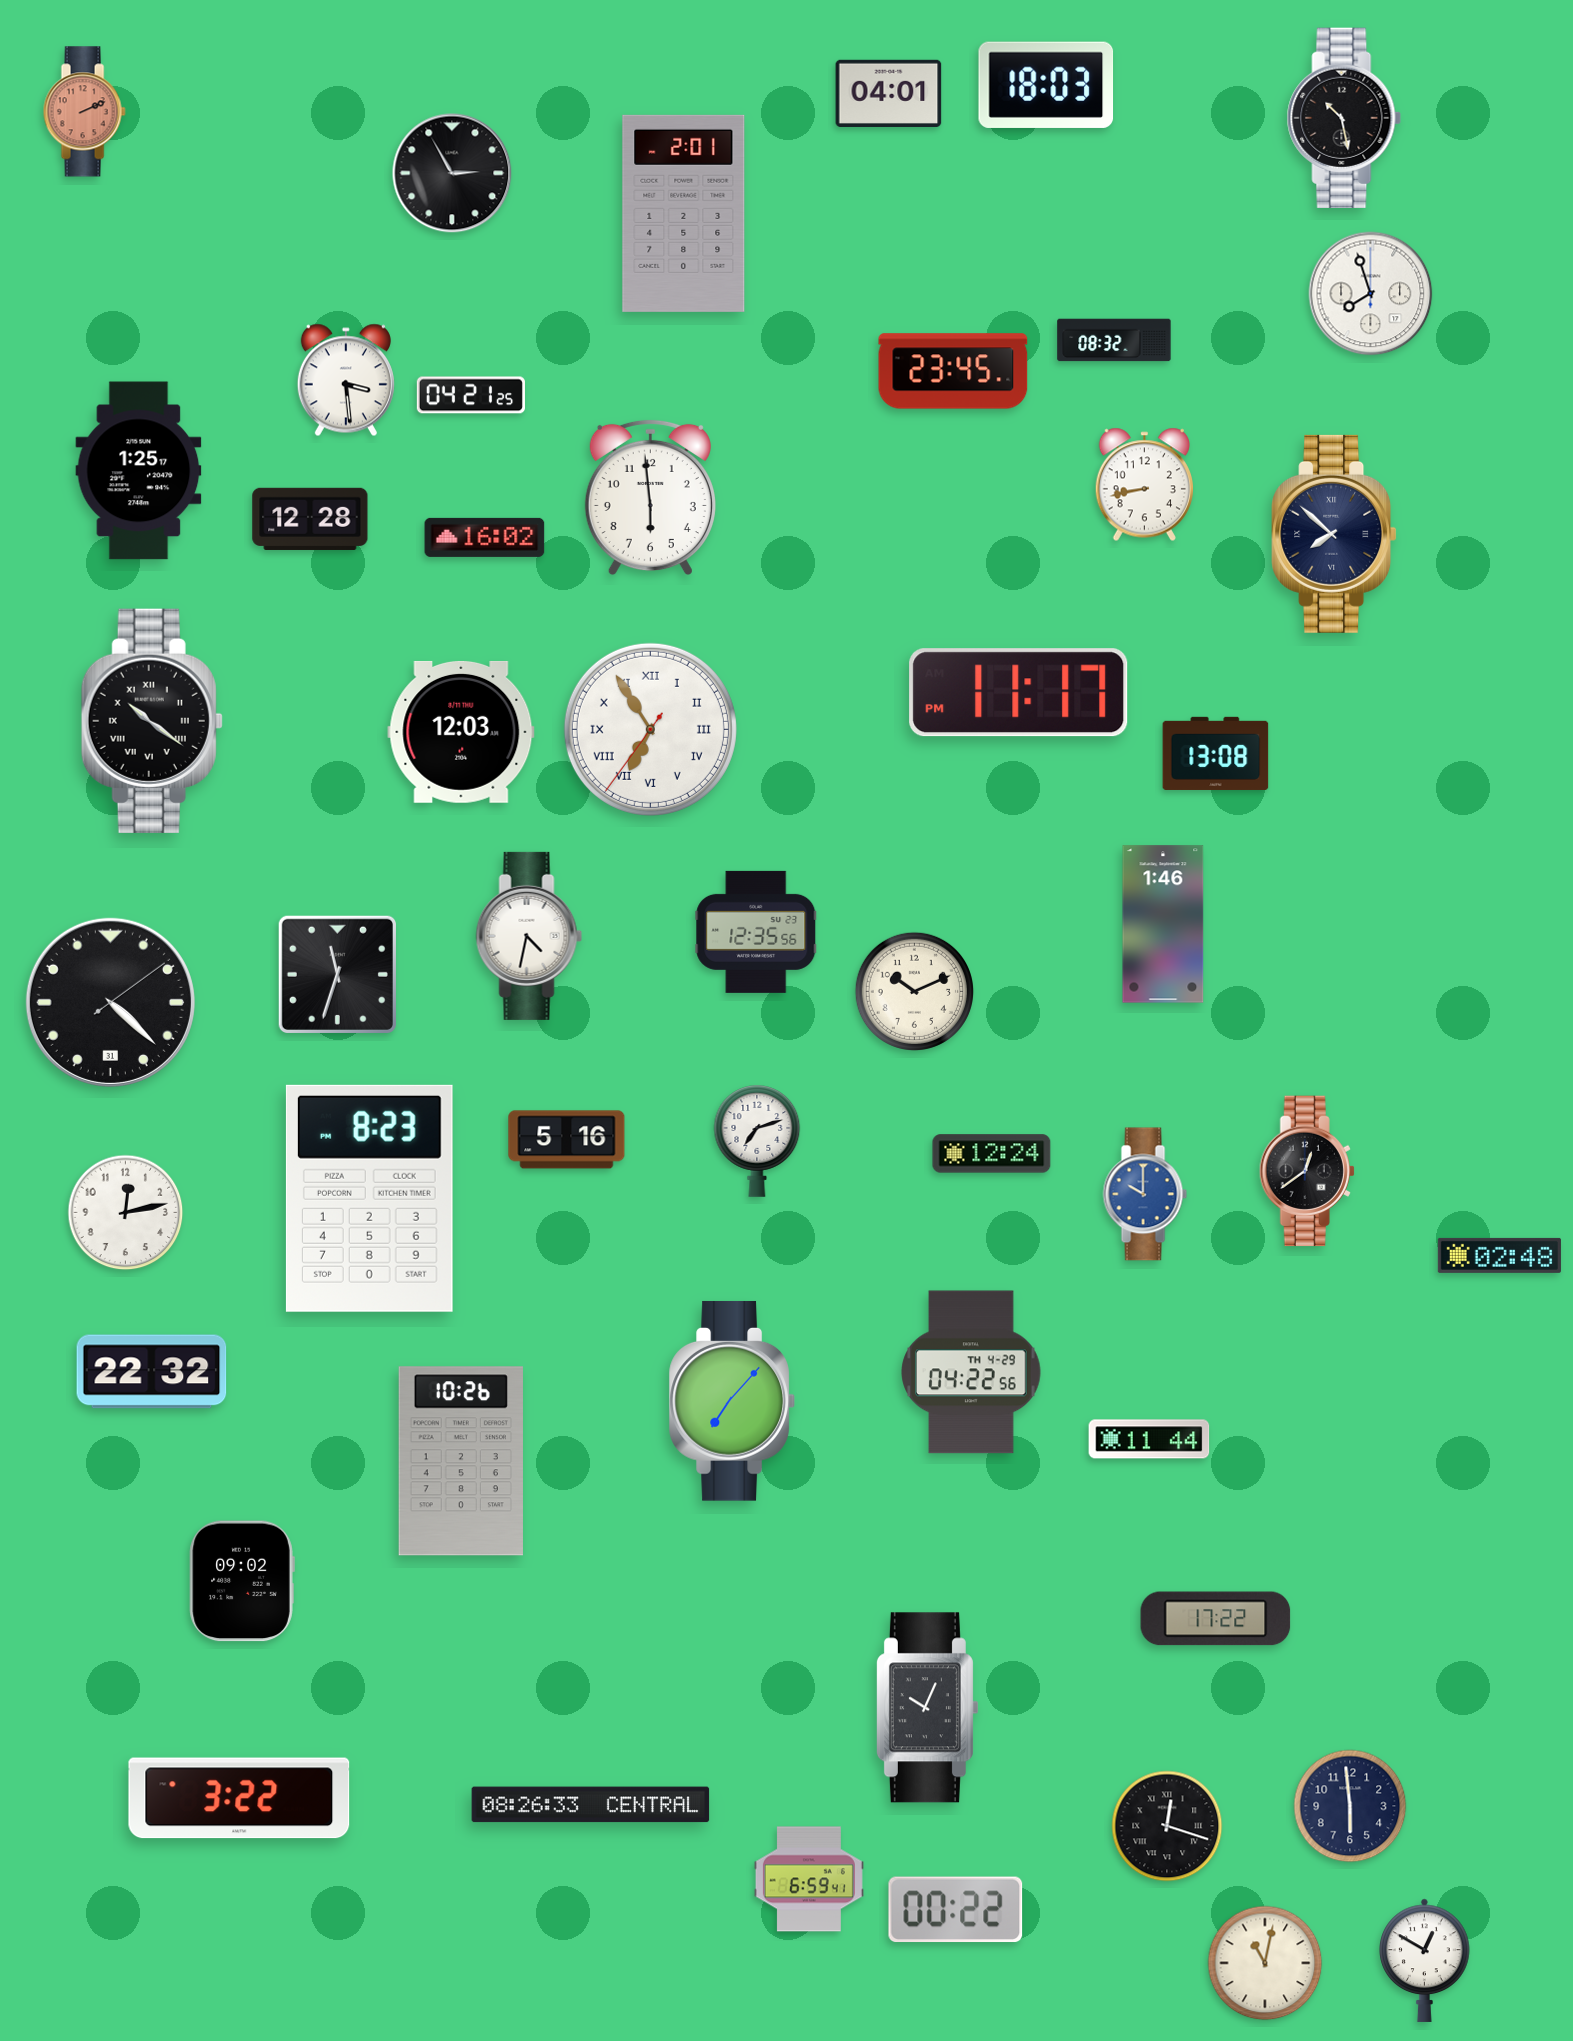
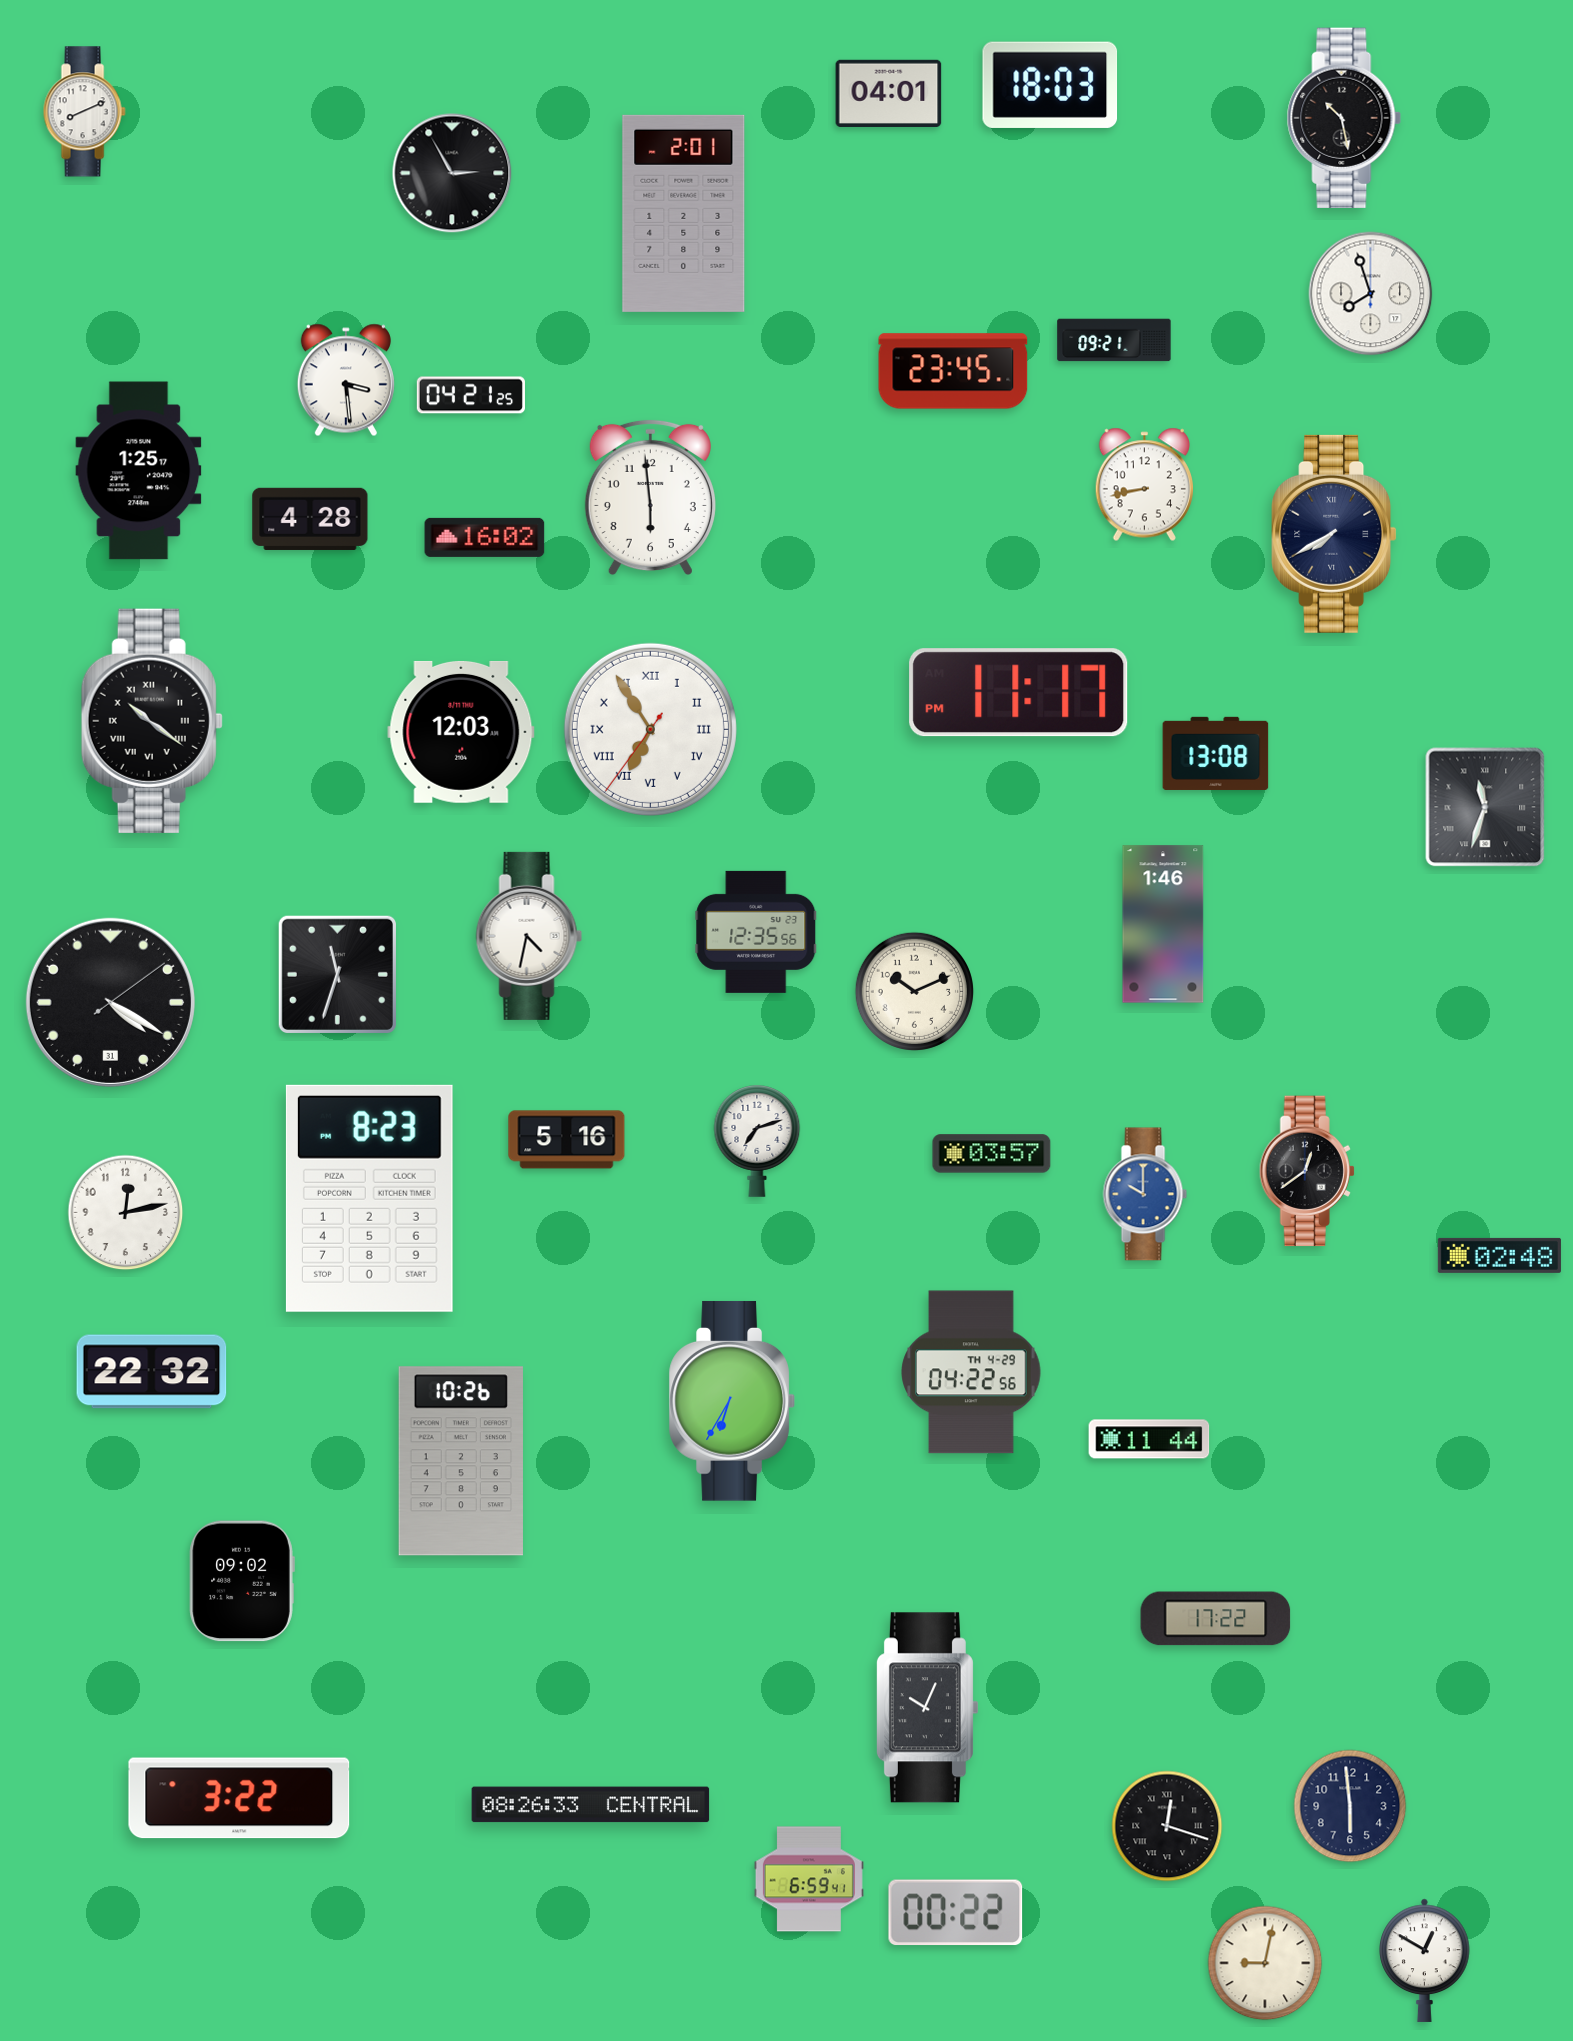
clock at (1046, 85) position: (1046, 85) -> (1050, 85)
clock at (84, 112): 2:11 -> 8:11
clock at (84, 112) dial: salmon -> white
clock at (1114, 340): 08:32 -> 09:21
clock at (310, 519): 12:28 -> 4:28
clock at (1334, 534): 7:52 -> 7:40
clock at (1485, 807): none -> 11:33
clock at (110, 1002): 4:22 -> 4:20
clock at (992, 1154): 12:24 -> 03:57
clock at (732, 1401): 7:07 -> 6:35
clock at (956, 1910) position: (956, 1910) -> (956, 1913)
clock at (1265, 1963): 11:02 -> 9:02
